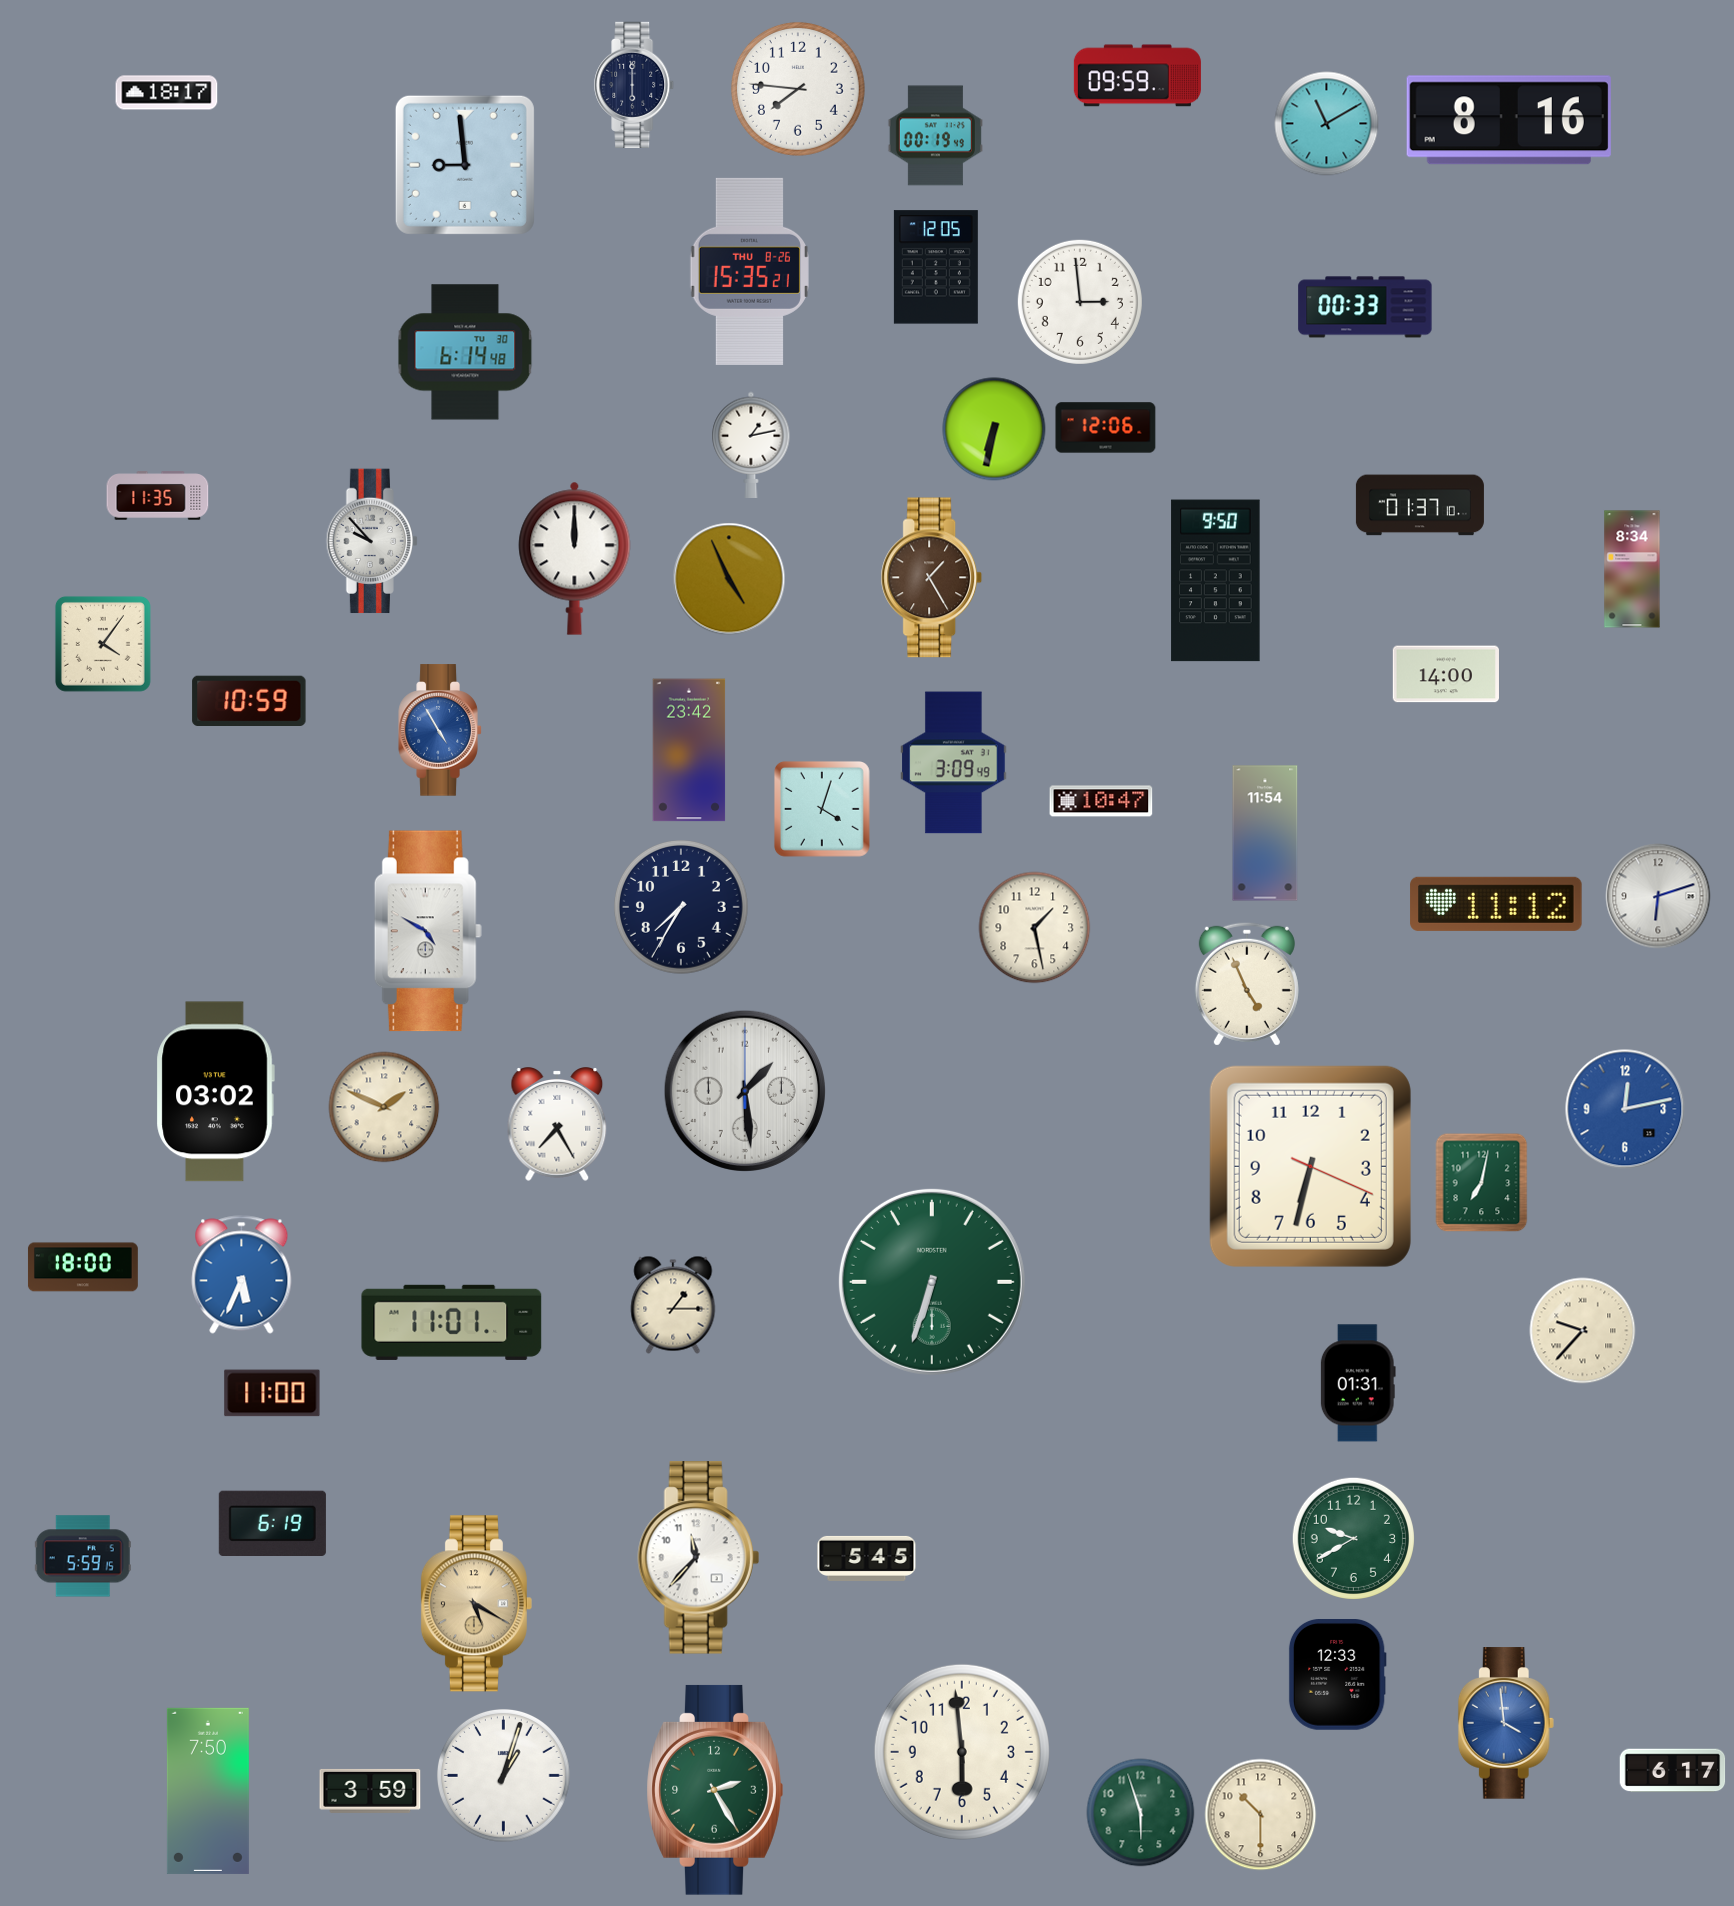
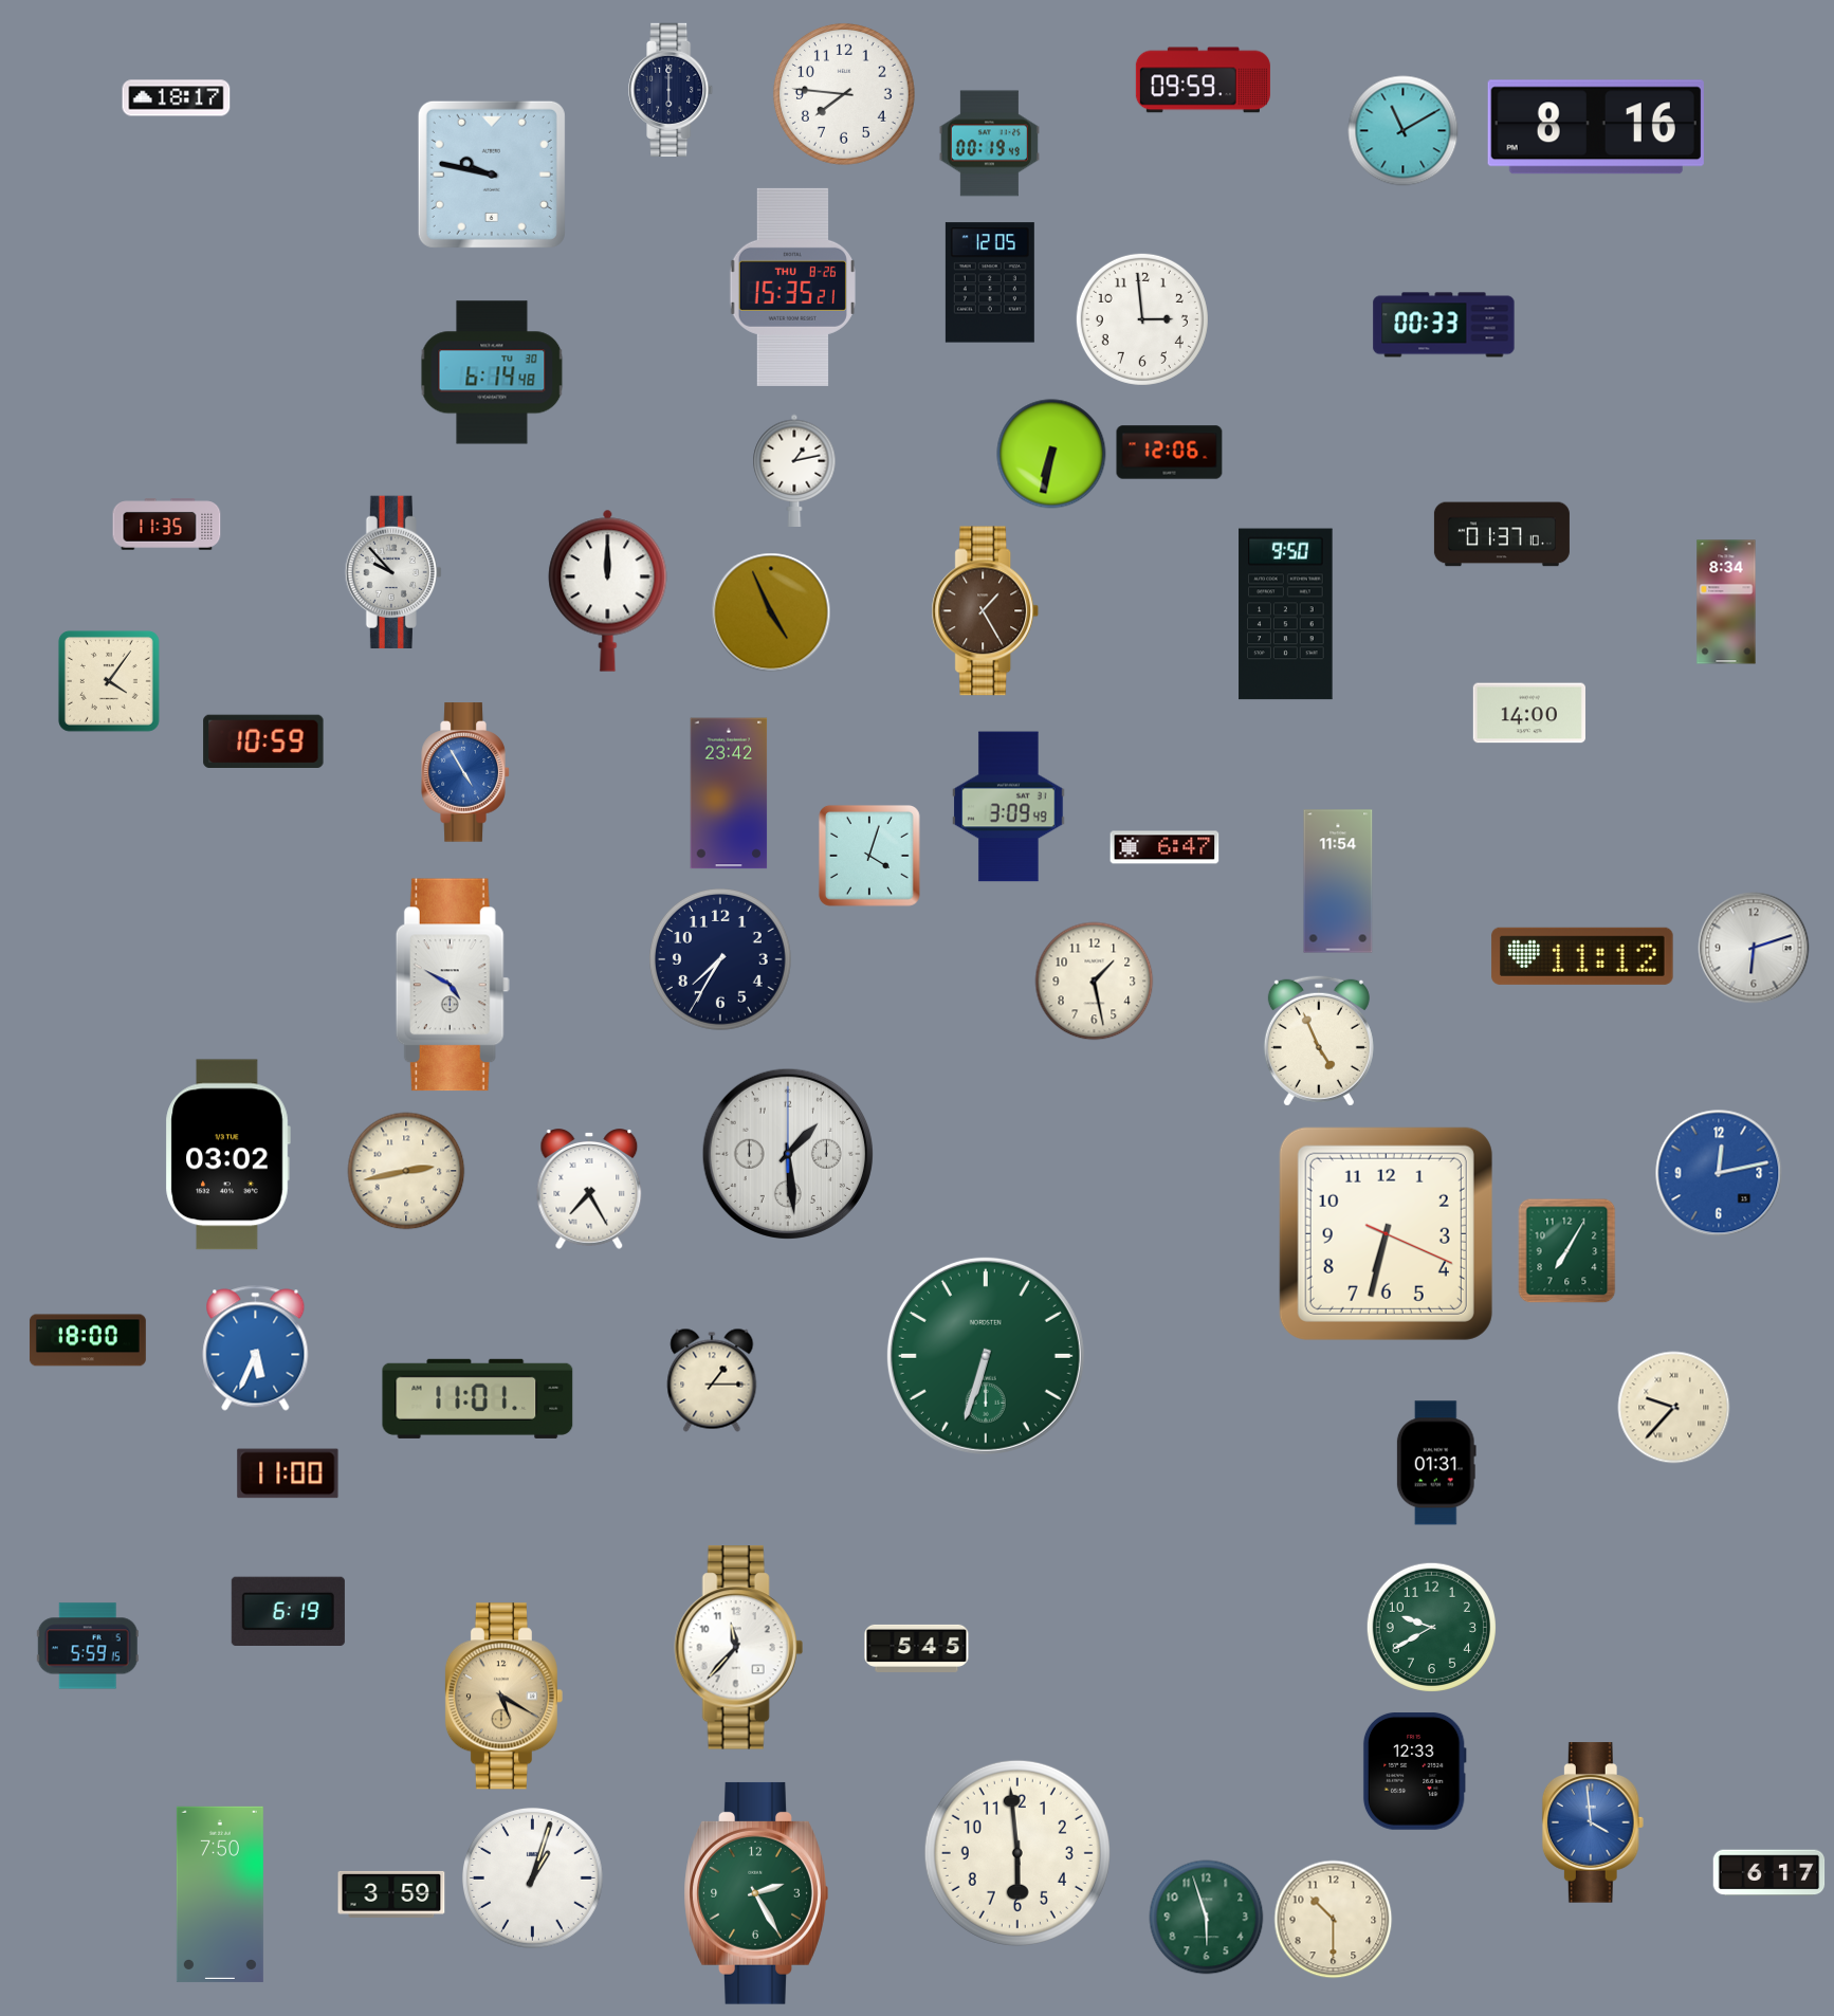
clock at (465, 165): 8:59 -> 9:47
clock at (1101, 801): 10:47 -> 6:47
clock at (384, 1107): 1:49 -> 2:43
clock at (1482, 1183): 7:02 -> 7:05
